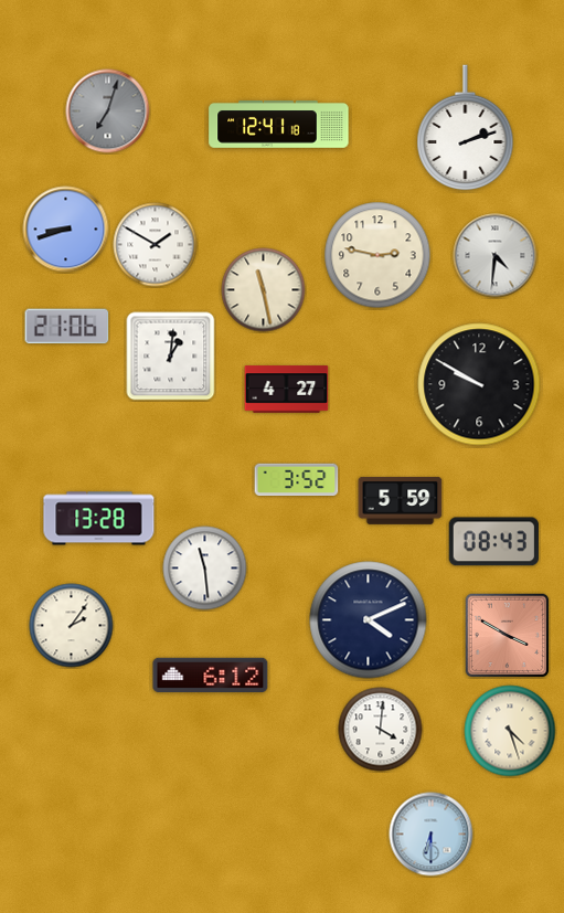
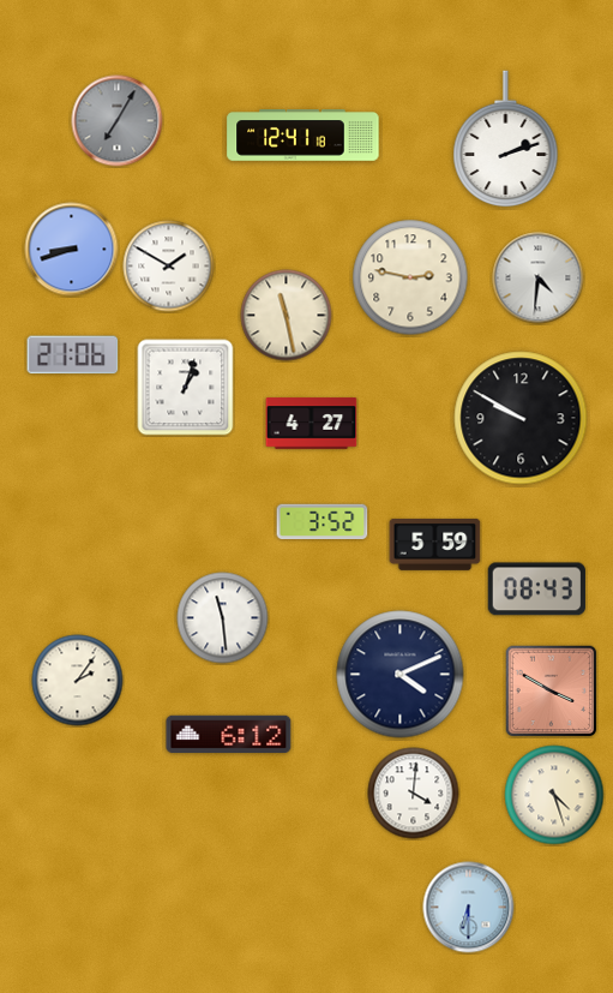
clock at (108, 112): 7:03 -> 7:05
clock at (171, 357): 1:01 -> 1:03
clock at (99, 519): 13:28 -> none
